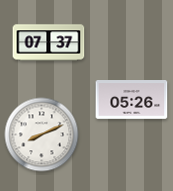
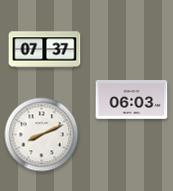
clock at (49, 43) position: (49, 43) -> (45, 50)
clock at (132, 100): 05:26 -> 06:03
